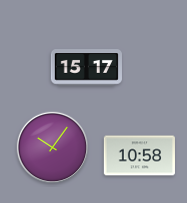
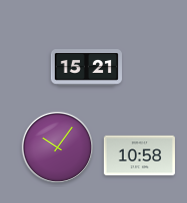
clock at (86, 68): 15:17 -> 15:21
clock at (52, 147) position: (52, 147) -> (57, 147)
